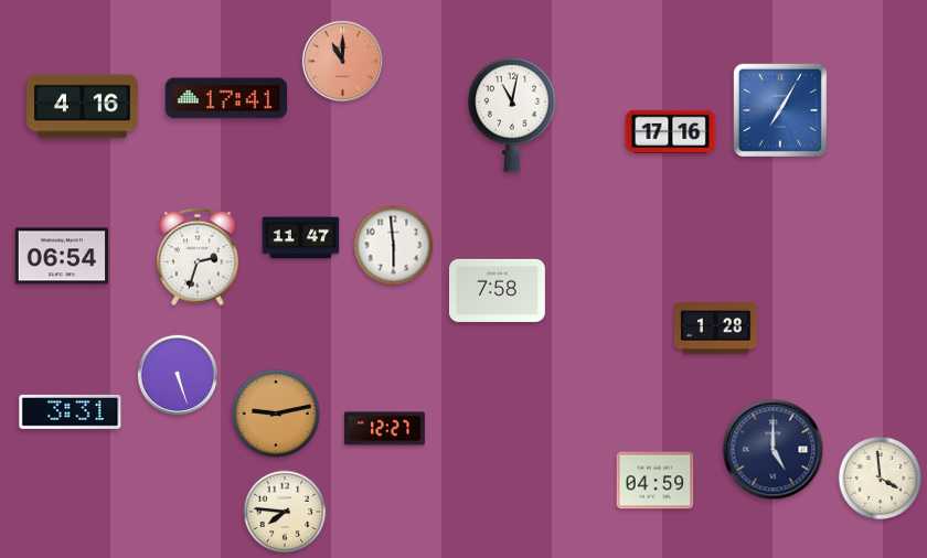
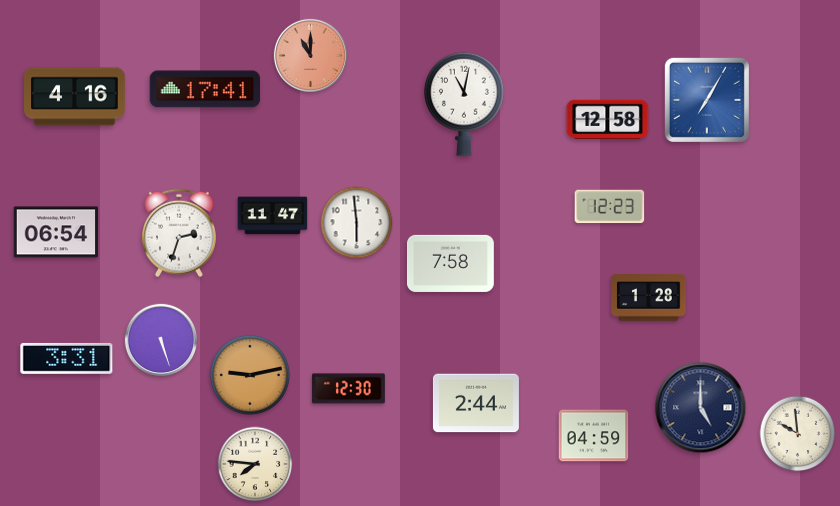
clock at (671, 132): 17:16 -> 12:58
clock at (610, 207): none -> 12:23
clock at (71, 411) position: (71, 411) -> (67, 358)
clock at (384, 429): 12:27 -> 12:30
clock at (476, 403): none -> 2:44
clock at (881, 479): 3:59 -> 9:59
clock at (285, 512) position: (285, 512) -> (255, 464)
